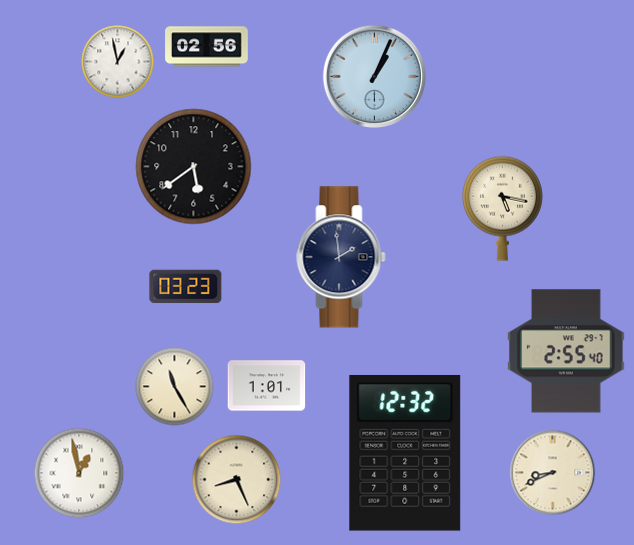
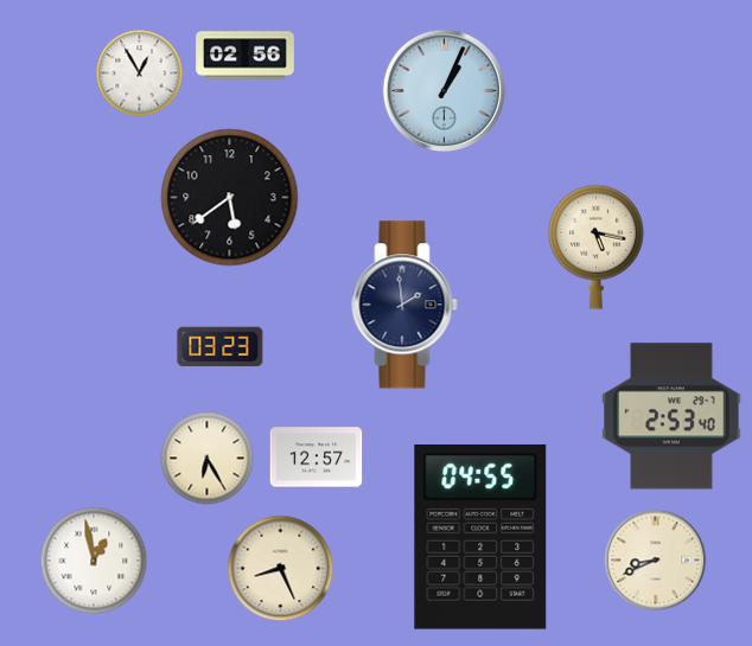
clock at (118, 62): 12:58 -> 12:55
clock at (186, 287) position: (186, 287) -> (221, 347)
clock at (566, 351): 2:55 -> 2:53
clock at (267, 386): 1:01 -> 12:57
clock at (175, 387): 11:25 -> 6:25
clock at (405, 453): 12:32 -> 04:55
